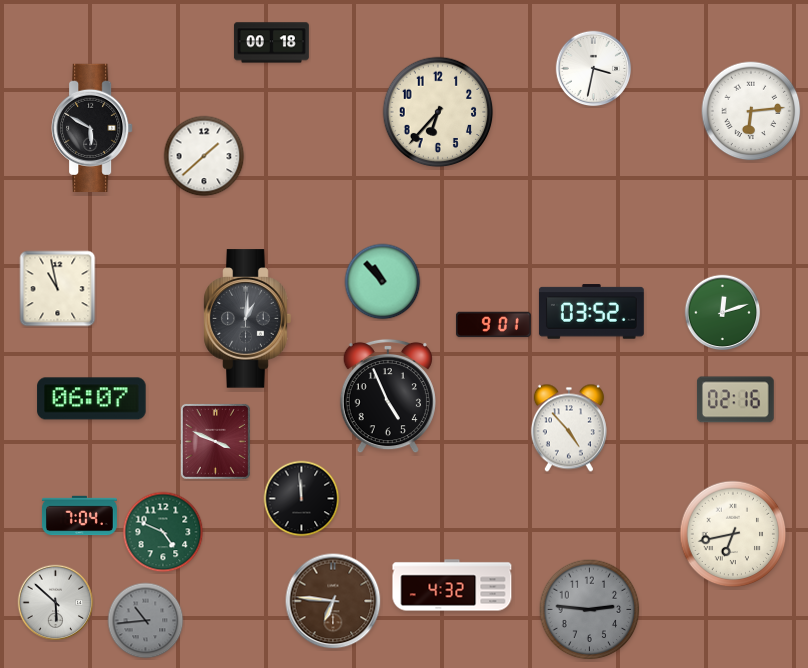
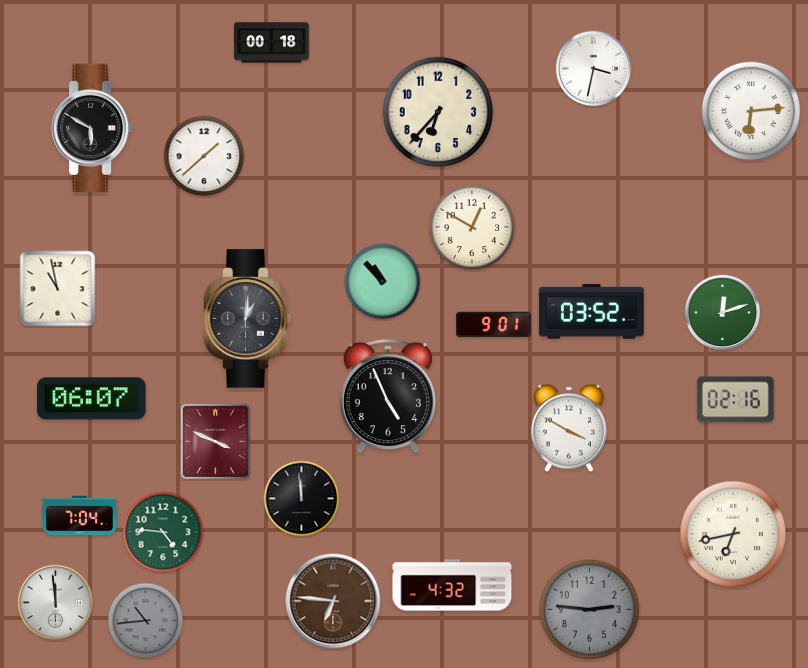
clock at (472, 227): none -> 12:50
clock at (569, 428): 4:53 -> 3:50
clock at (163, 532): 4:49 -> 4:46
clock at (56, 603): 5:52 -> 11:59
